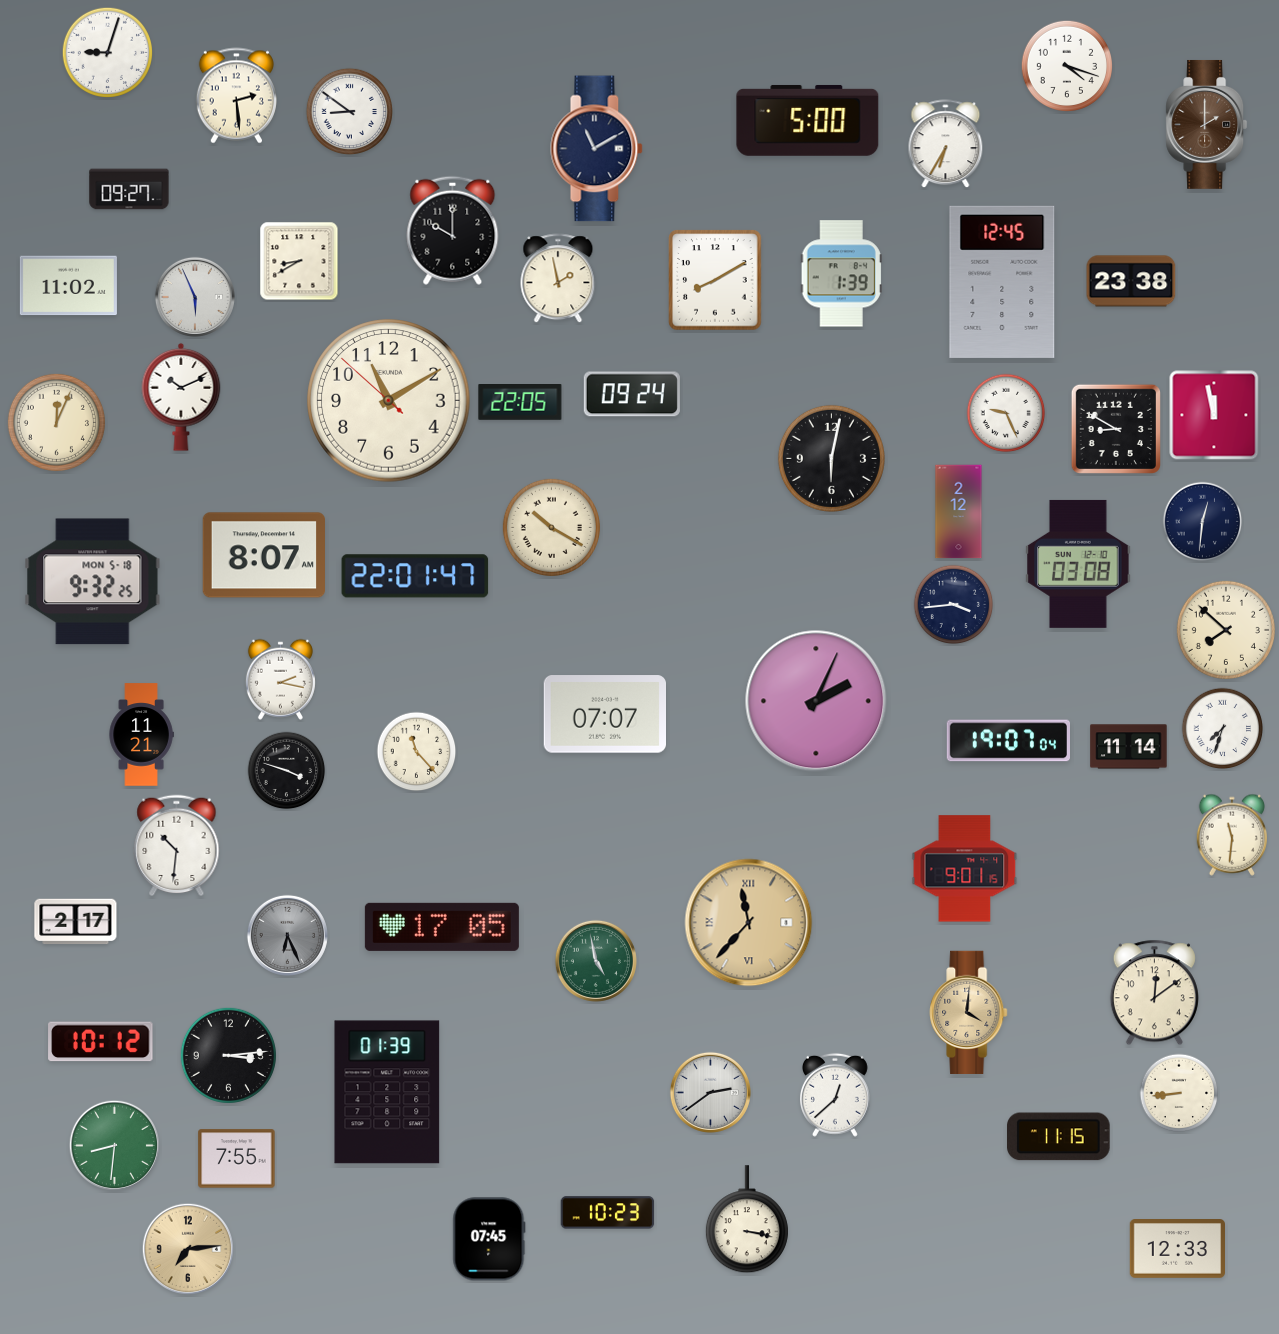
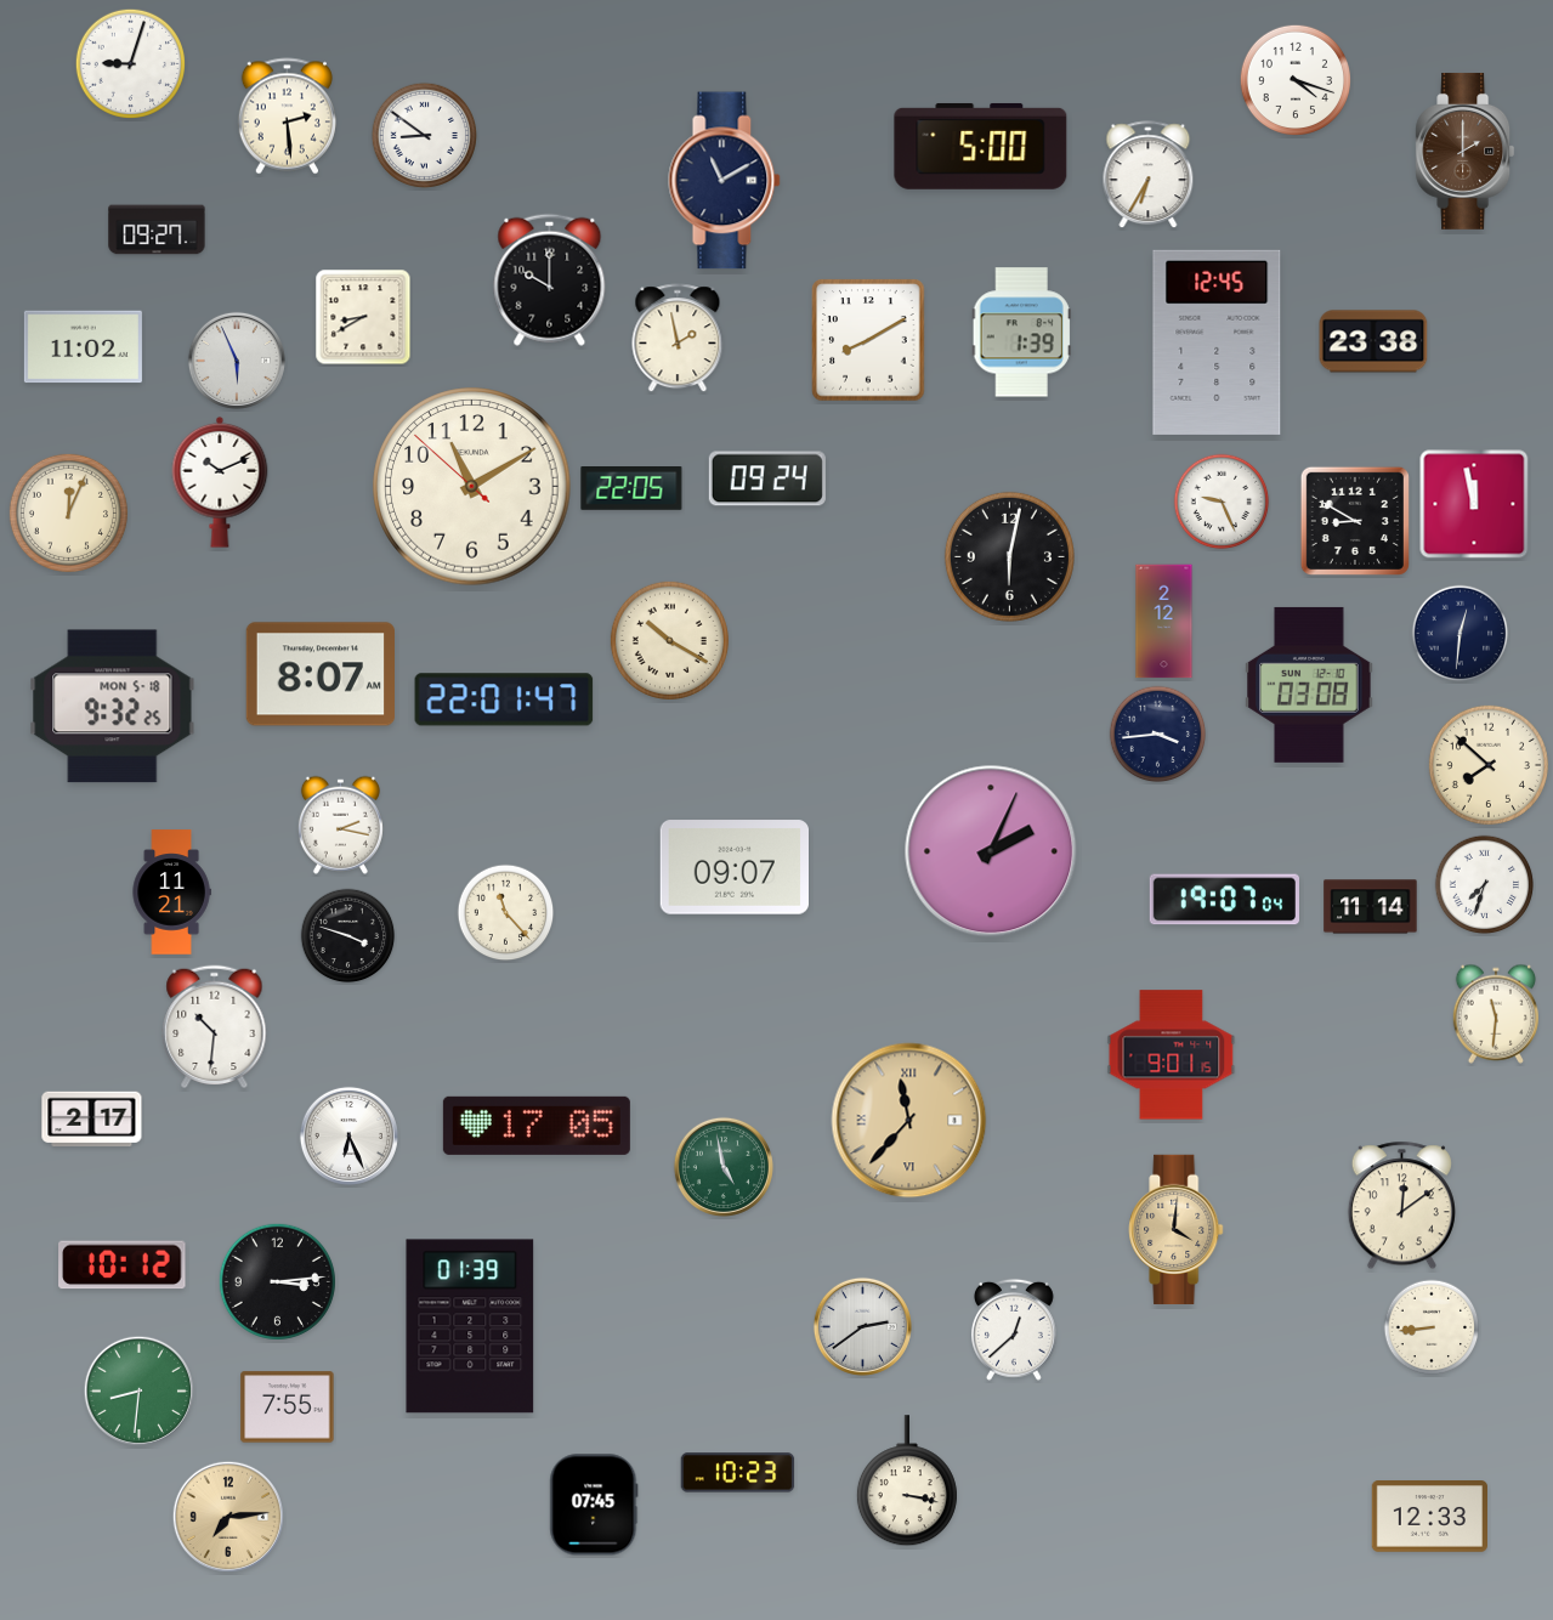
clock at (604, 714): 07:07 -> 09:07
clock at (287, 935) dial: grey -> white
clock at (1059, 1137): 11:15 -> none
